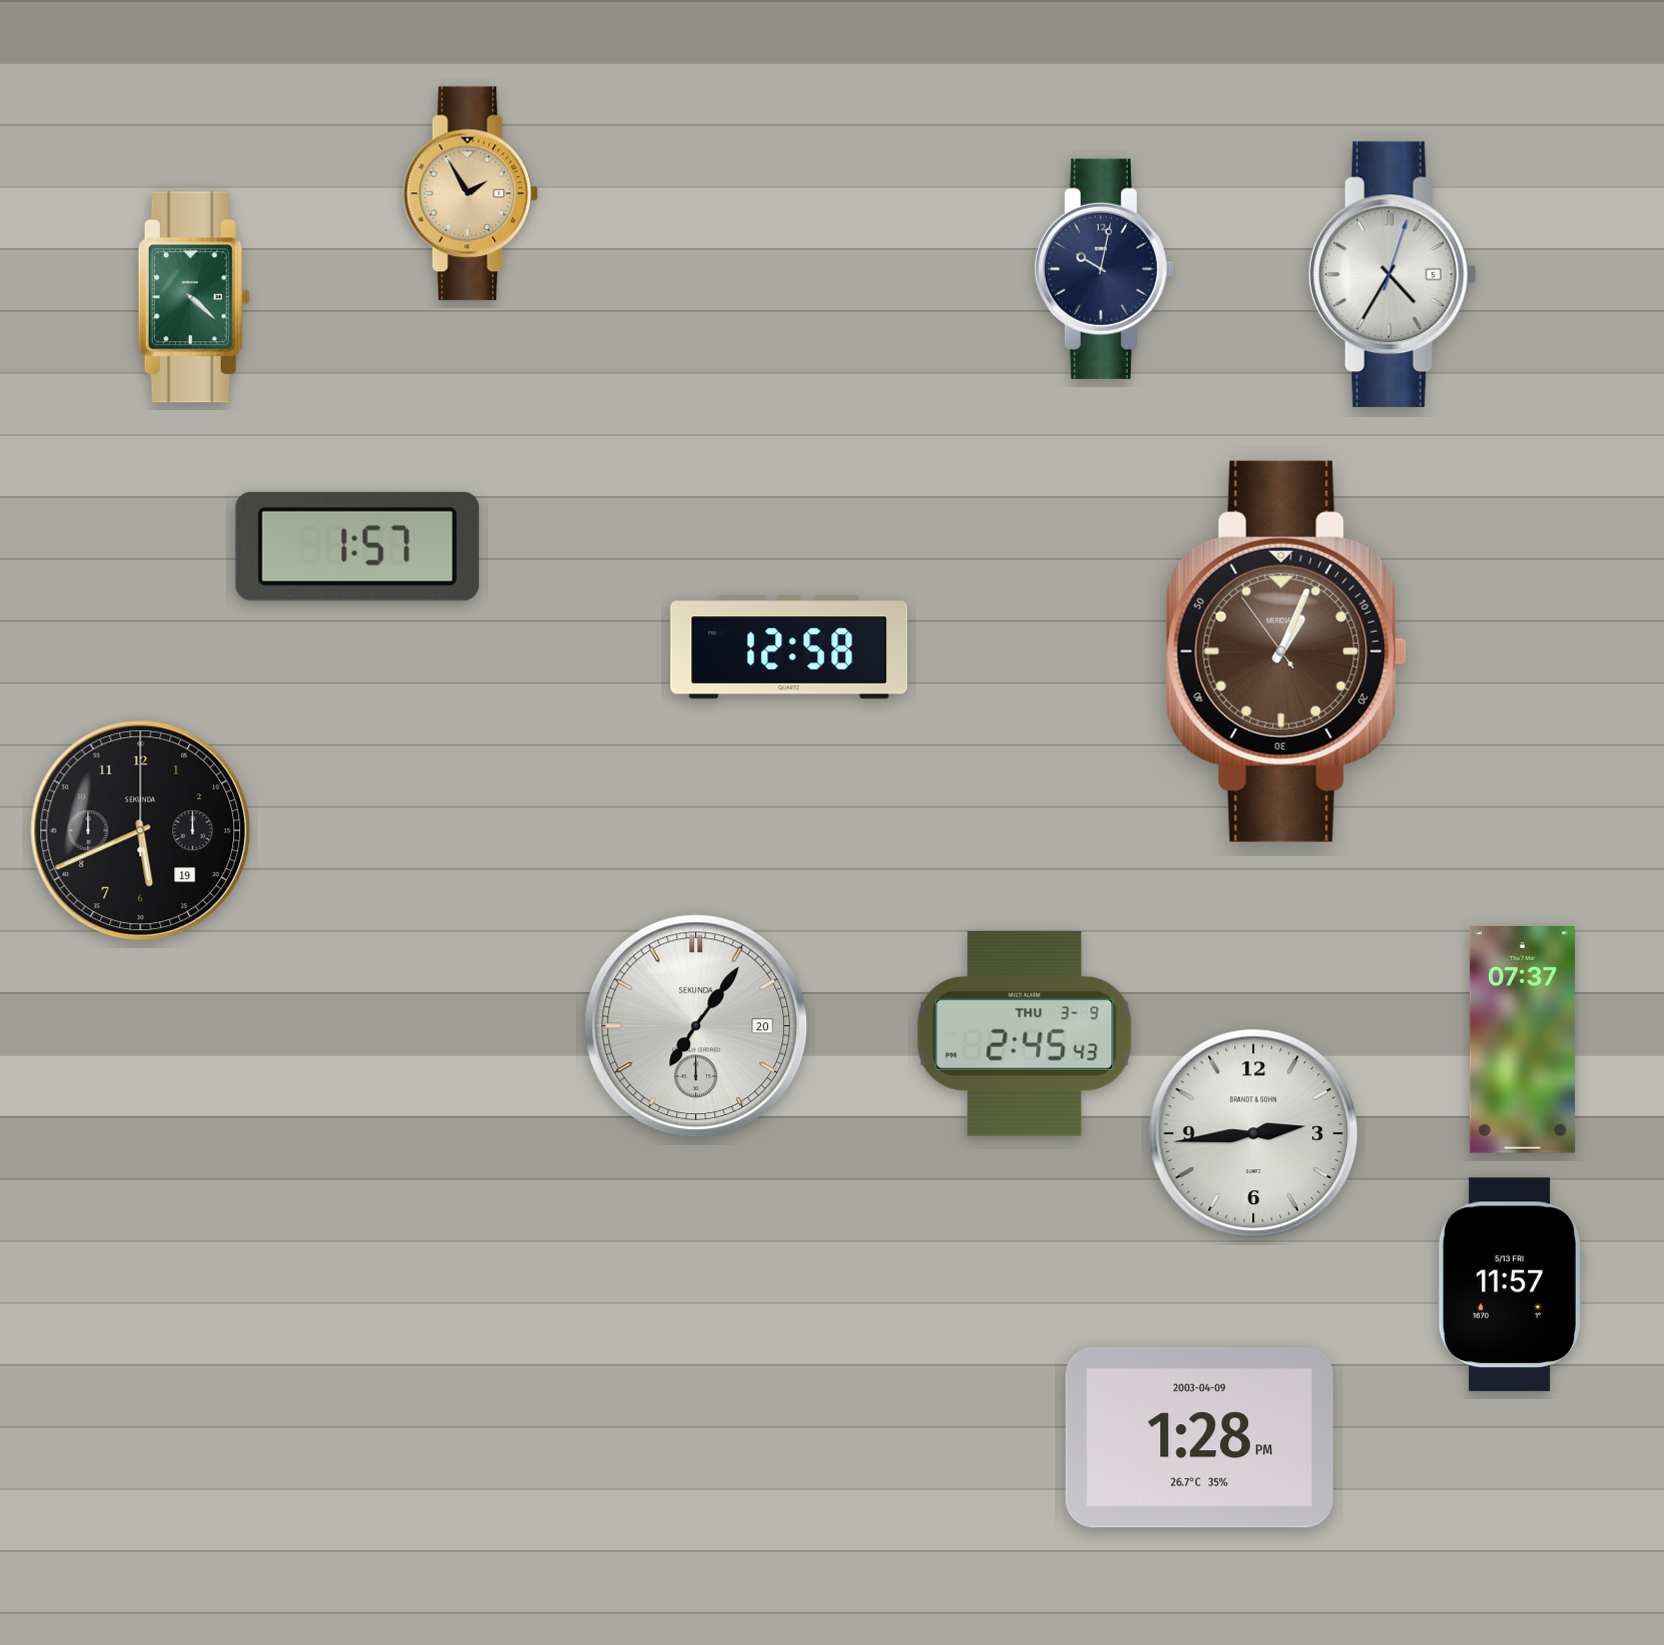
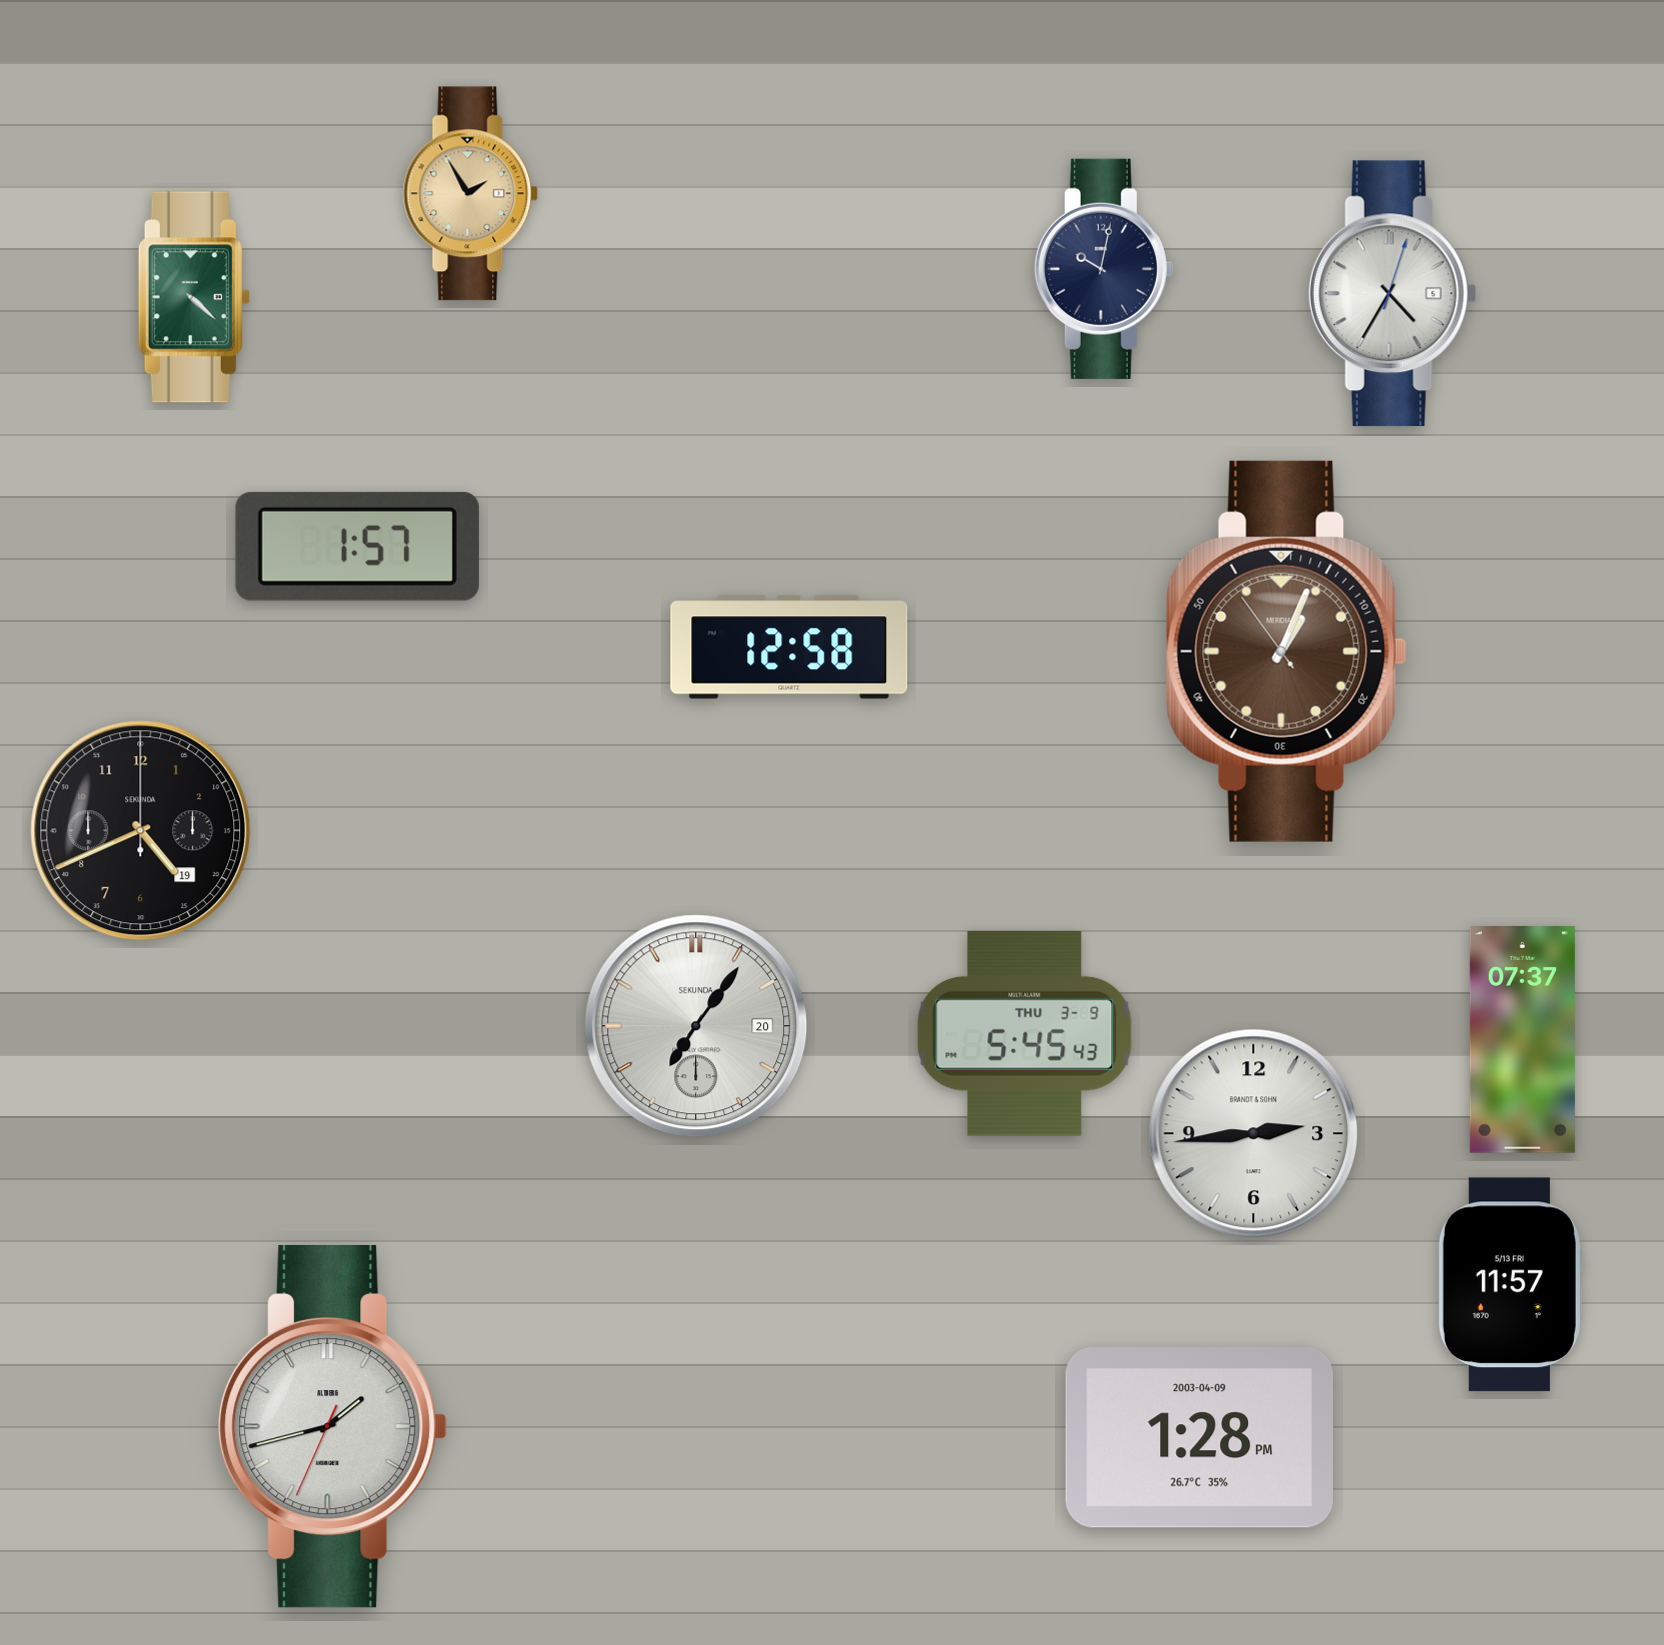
clock at (1392, 275) position: (1392, 275) -> (1392, 294)
clock at (141, 831): 5:41 -> 4:41
clock at (1025, 1034): 2:45 -> 5:45
clock at (333, 1427): none -> 1:42
